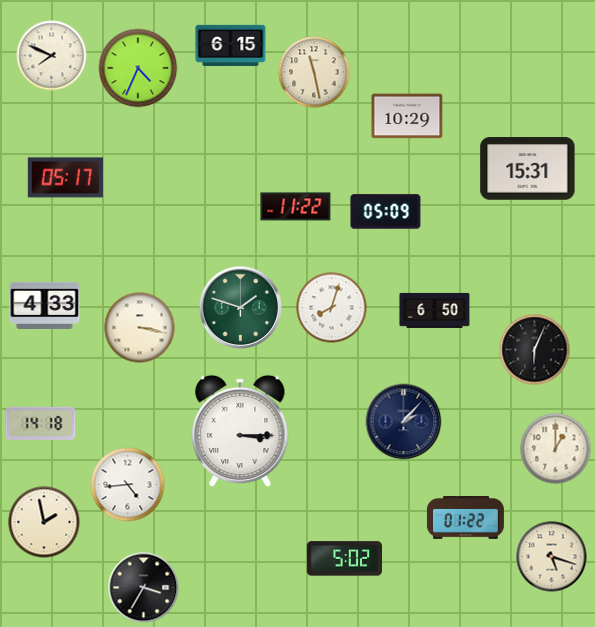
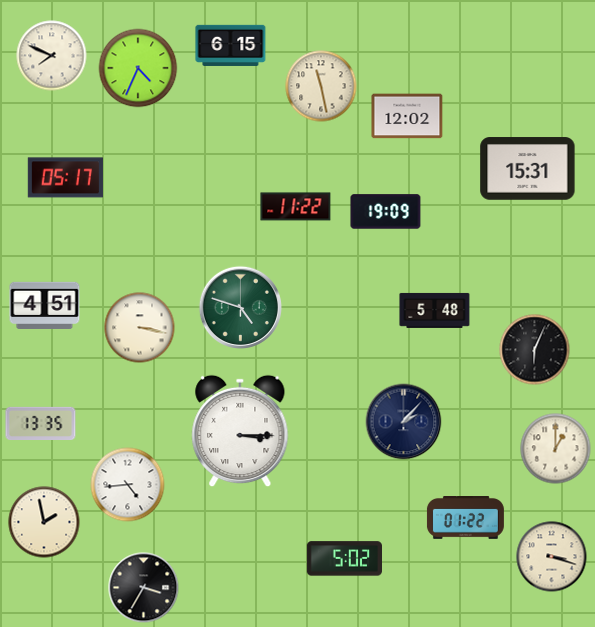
clock at (314, 72) position: (314, 72) -> (321, 86)
clock at (407, 116): 10:29 -> 12:02
clock at (386, 212): 05:09 -> 19:09
clock at (45, 305): 4:33 -> 4:51
clock at (240, 307): 1:48 -> 4:48
clock at (332, 308): 8:03 -> none
clock at (435, 310): 6:50 -> 5:48
clock at (41, 423): 14:18 -> 13:35
clock at (552, 557): 5:18 -> 3:18
